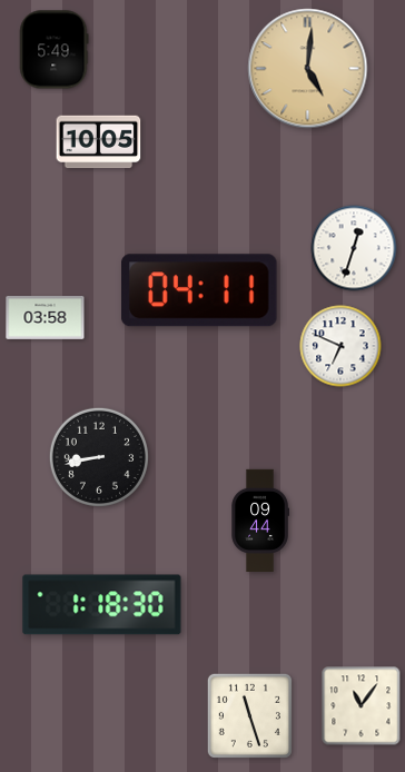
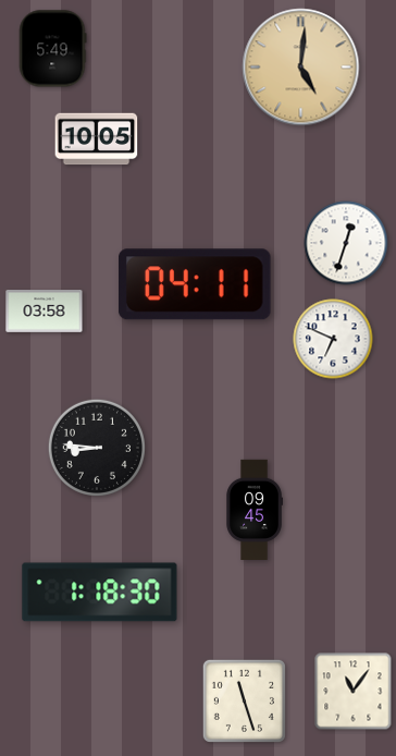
clock at (98, 456): 8:43 -> 8:46
clock at (259, 519): 09:44 -> 09:45
